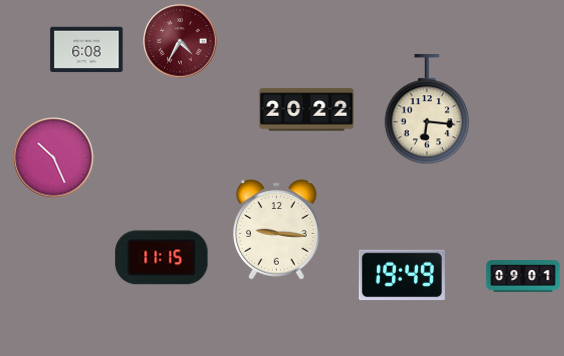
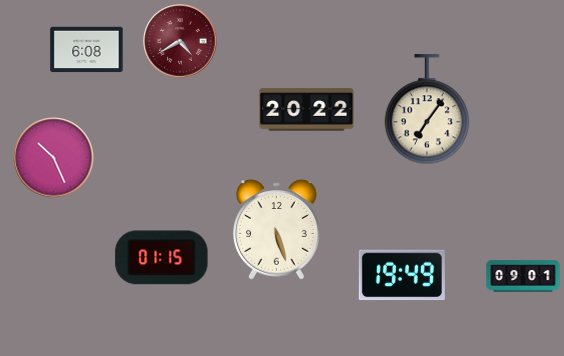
clock at (180, 41): 4:35 -> 4:40
clock at (427, 110): 6:16 -> 7:06
clock at (277, 230): 9:16 -> 5:27
clock at (162, 258): 11:15 -> 01:15
